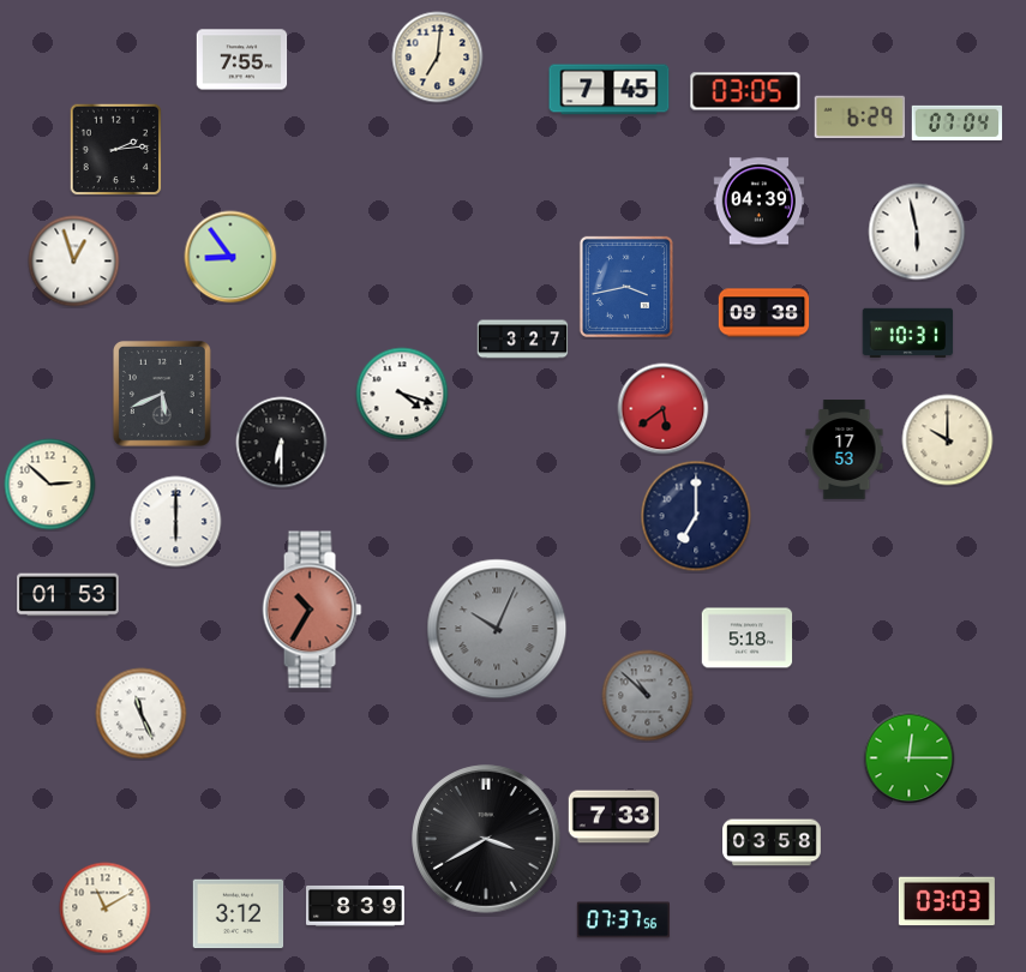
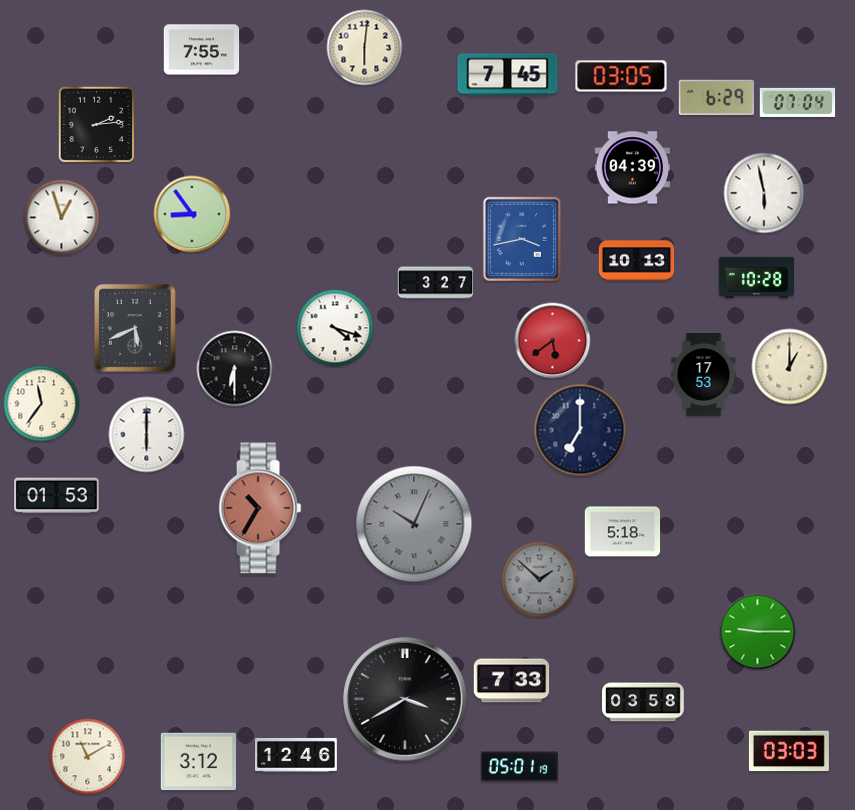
clock at (438, 58): 7:01 -> 6:01
clock at (764, 313): 09:38 -> 10:13
clock at (908, 334): 10:31 -> 10:28
clock at (948, 440): 10:00 -> 1:00
clock at (50, 485): 2:52 -> 11:36
clock at (648, 696): 10:52 -> 1:52
clock at (142, 714): 11:26 -> none
clock at (910, 758): 12:15 -> 9:15
clock at (356, 906): 8:39 -> 12:46
clock at (623, 920): 07:37 -> 05:01
